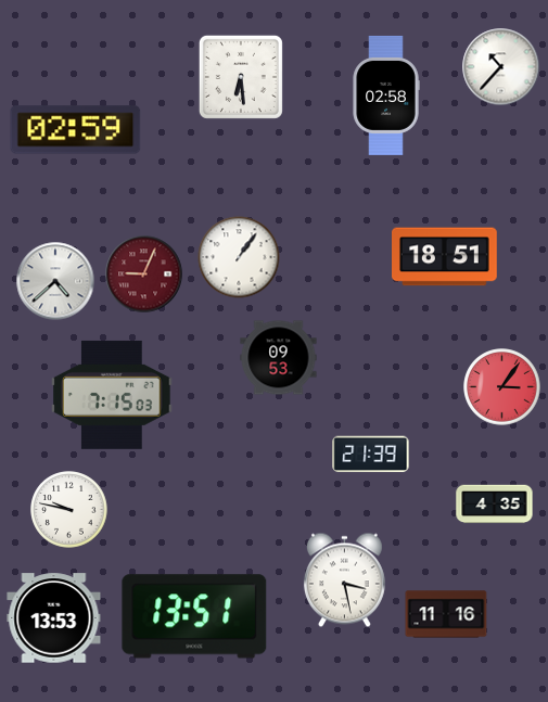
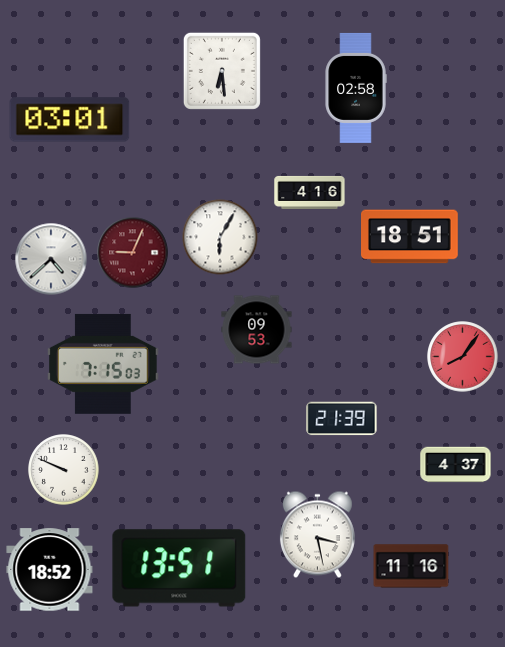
clock at (501, 67): 10:37 -> none
clock at (76, 130): 02:59 -> 03:01
clock at (310, 192): none -> 4:16
clock at (239, 257): 1:06 -> 6:05
clock at (502, 387): 3:06 -> 8:06
clock at (495, 505): 4:35 -> 4:37
clock at (69, 510): 9:47 -> 9:49
clock at (54, 618): 13:53 -> 18:52
